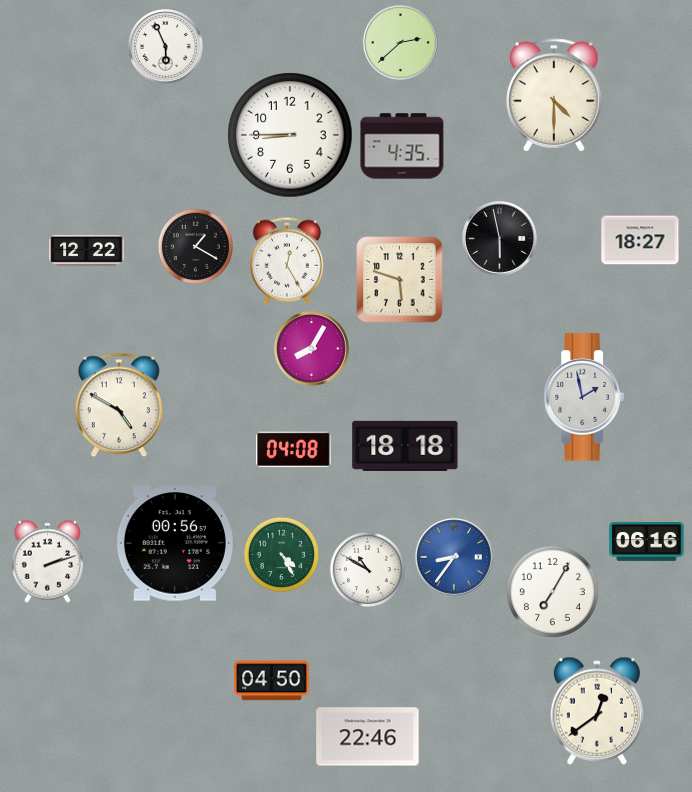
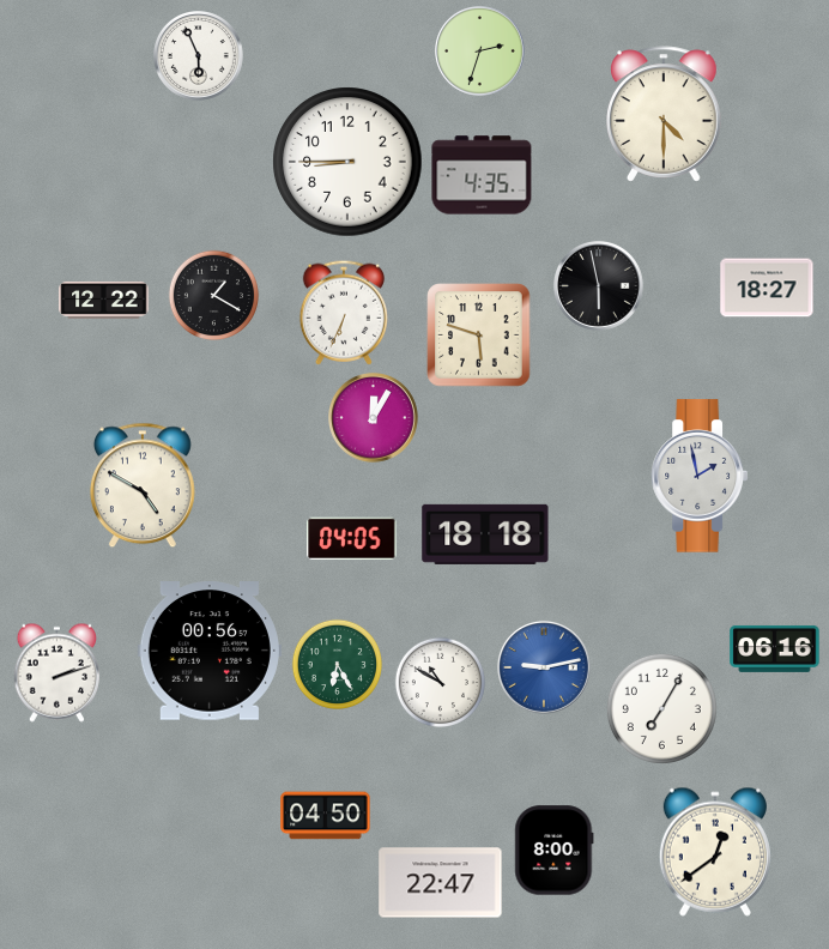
clock at (401, 43): 2:38 -> 2:33
clock at (195, 246) position: (195, 246) -> (213, 295)
clock at (287, 261): 12:25 -> 6:34
clock at (312, 349): 8:05 -> 12:05
clock at (294, 449): 04:08 -> 04:05
clock at (281, 554): 4:25 -> 6:25
clock at (454, 557): 8:36 -> 9:13
clock at (555, 851): none -> 8:00
clock at (368, 737): 22:46 -> 22:47
